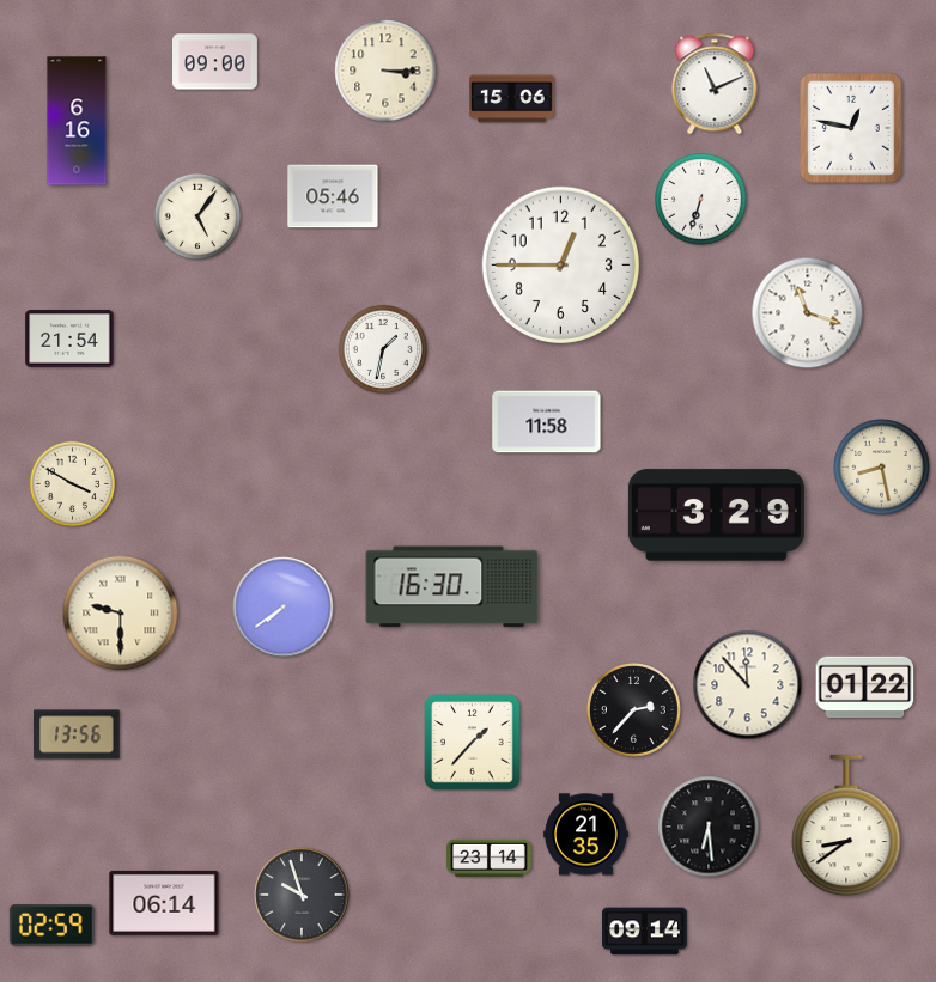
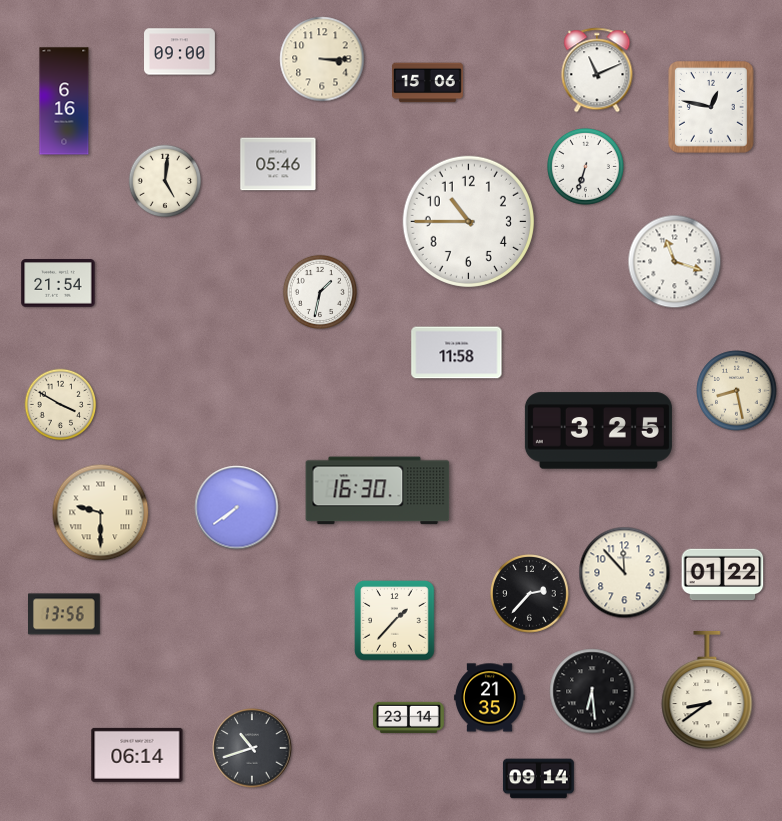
clock at (197, 216): 5:06 -> 5:01
clock at (560, 264): 12:45 -> 10:45
clock at (716, 516): 3:29 -> 3:25
clock at (302, 895): 9:57 -> 10:42
clock at (51, 926): 02:59 -> none
